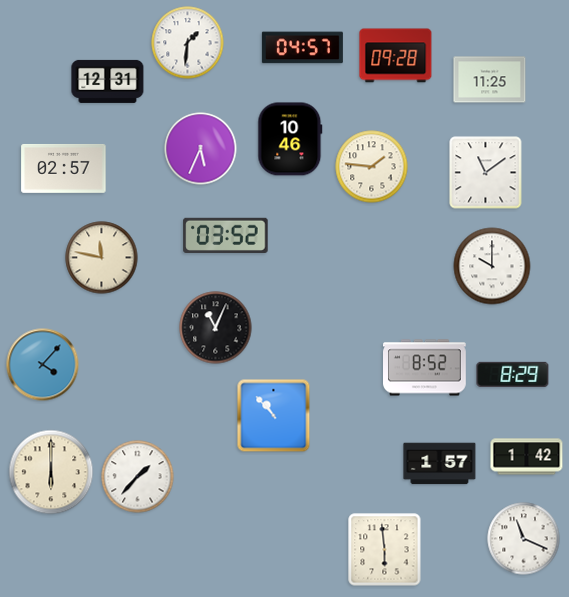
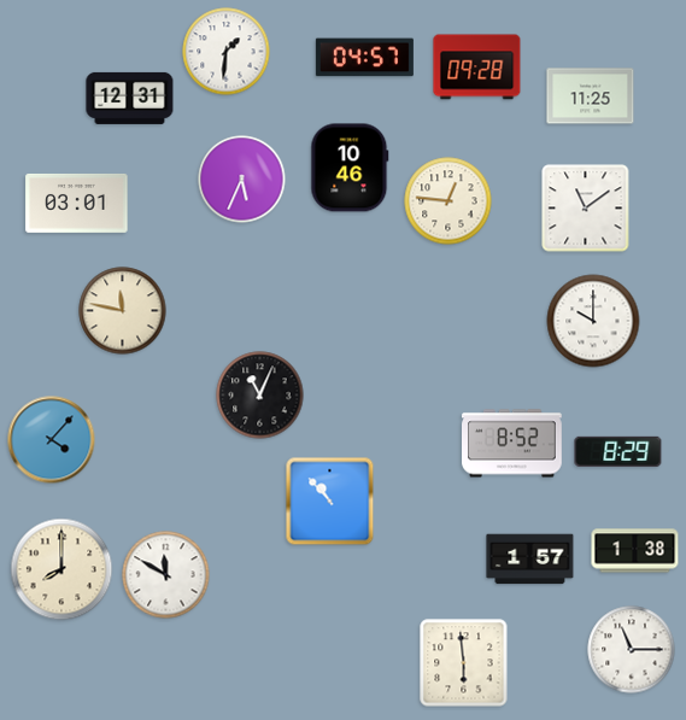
clock at (372, 167): 1:46 -> 12:46
clock at (64, 168): 02:57 -> 03:01
clock at (226, 235): 03:52 -> none
clock at (527, 457): 1:42 -> 1:38
clock at (51, 472): 6:00 -> 8:00
clock at (138, 477): 1:37 -> 11:50
clock at (524, 539): 11:19 -> 11:15
